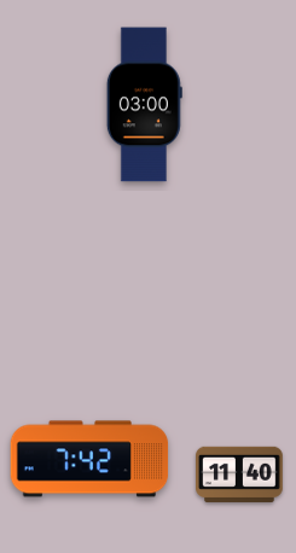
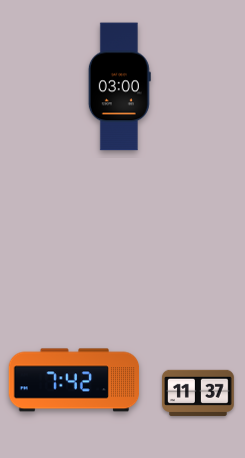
clock at (239, 475): 11:40 -> 11:37
